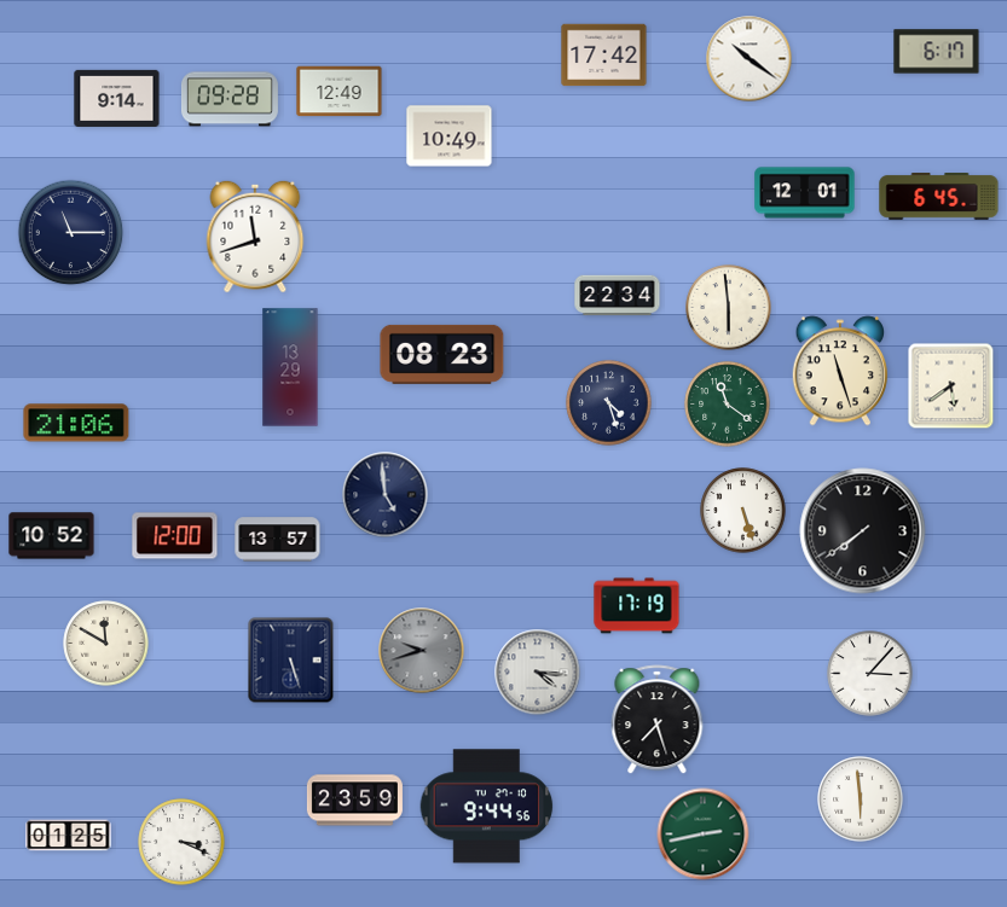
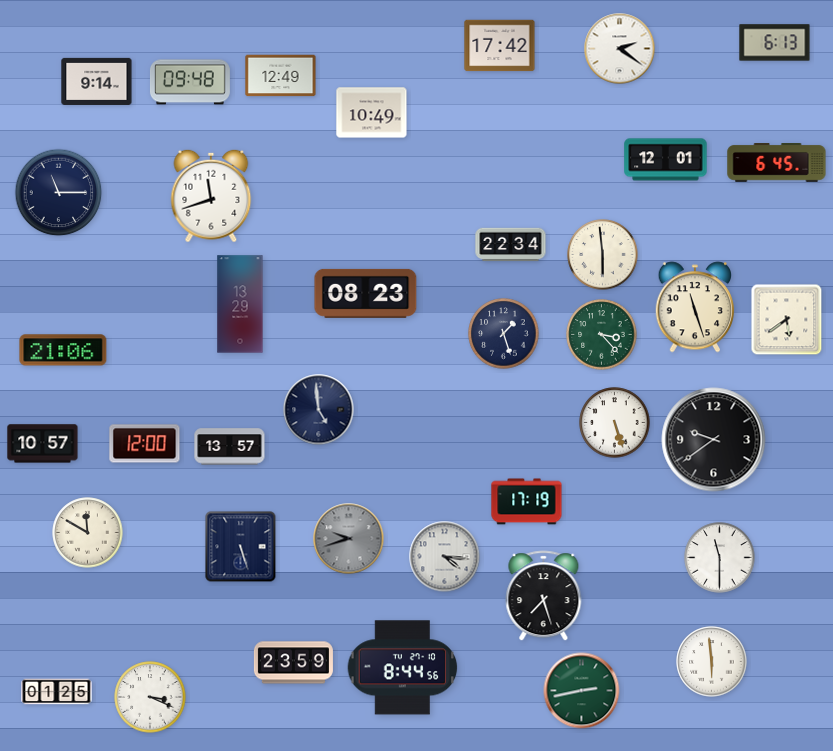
clock at (937, 52): 6:17 -> 6:13
clock at (750, 59): 10:21 -> 2:21
clock at (230, 99): 09:28 -> 09:48
clock at (609, 403): 4:27 -> 1:27
clock at (728, 405): 11:21 -> 3:23
clock at (863, 531): 7:39 -> 9:39
clock at (52, 536): 10:52 -> 10:57
clock at (870, 674): 3:07 -> 11:30
clock at (487, 807): 9:44 -> 8:44
